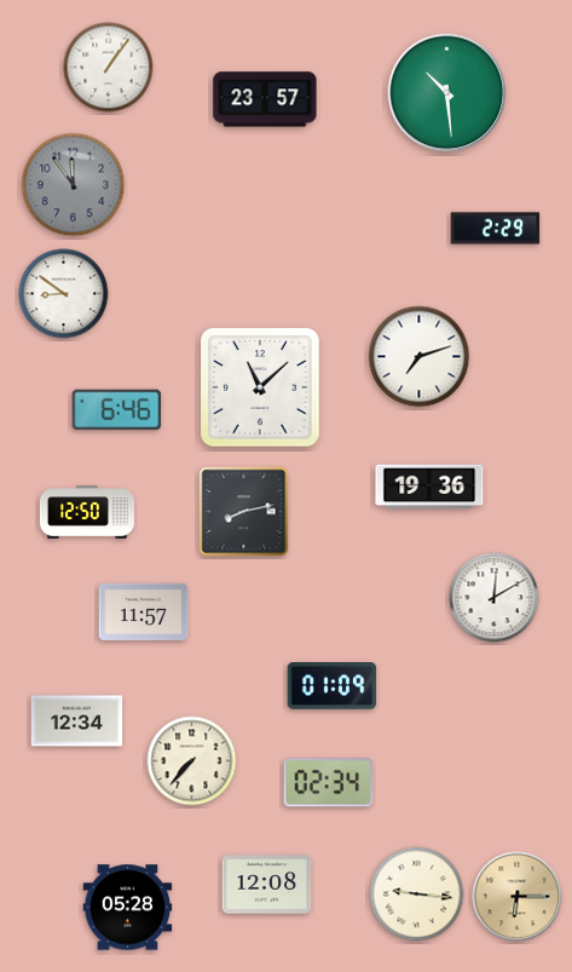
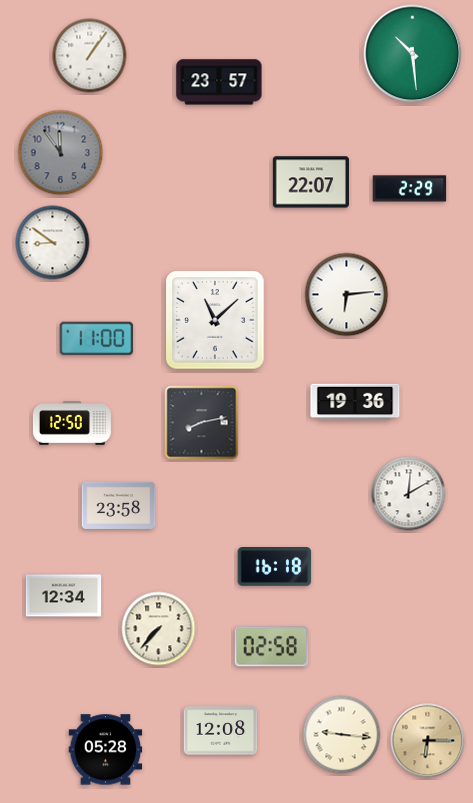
clock at (447, 93) position: (447, 93) -> (413, 54)
clock at (310, 182): none -> 22:07
clock at (420, 357): 7:12 -> 6:14
clock at (117, 410): 6:46 -> 11:00
clock at (144, 611): 11:57 -> 23:58
clock at (333, 686): 01:09 -> 16:18
clock at (329, 783): 02:34 -> 02:58
clock at (417, 895) position: (417, 895) -> (342, 735)
